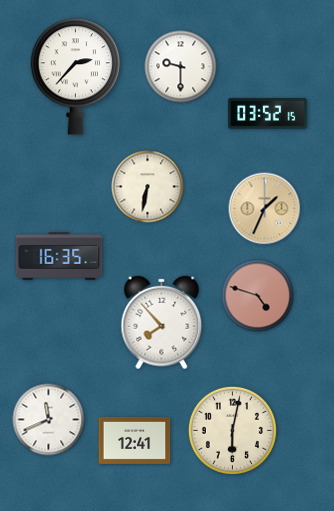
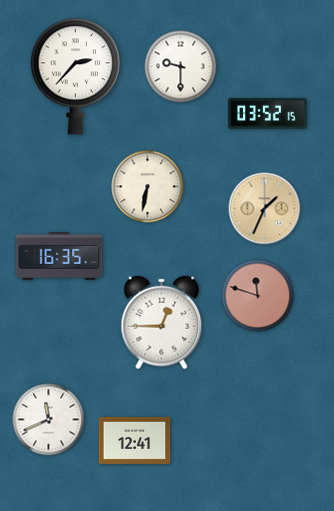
clock at (258, 296): 4:48 -> 11:48
clock at (162, 323): 7:53 -> 12:45
clock at (232, 430): 6:02 -> none
